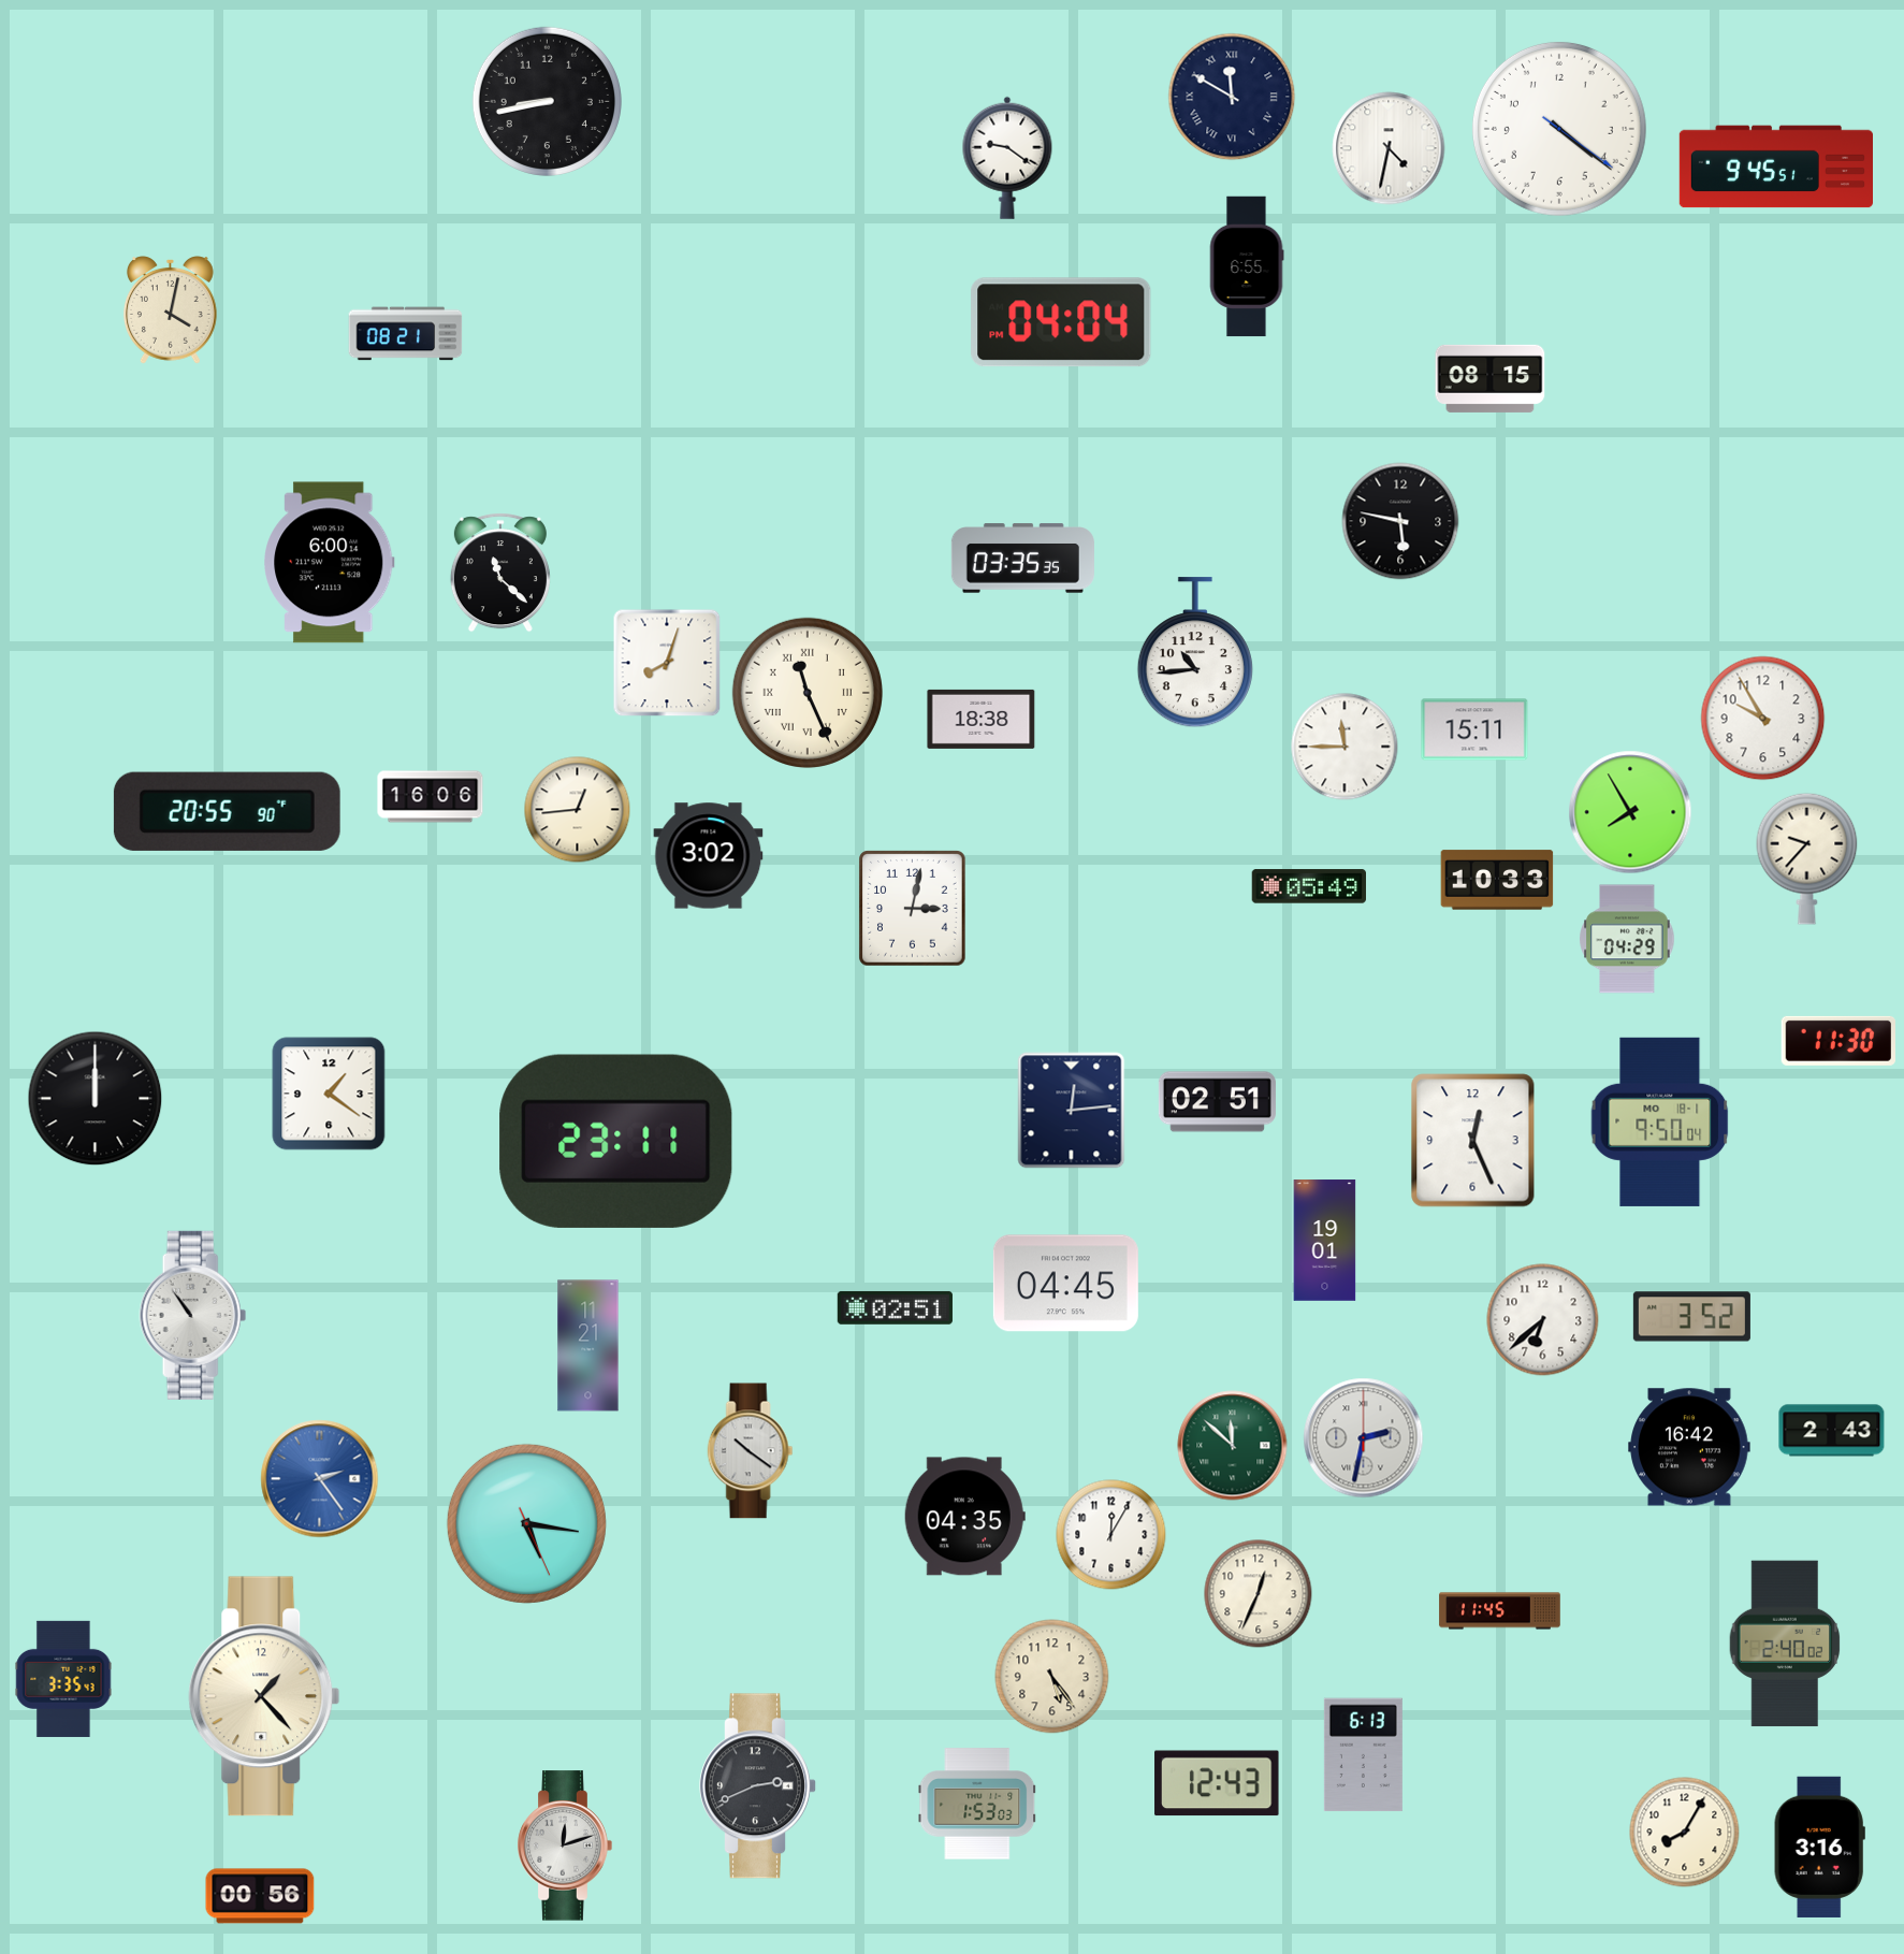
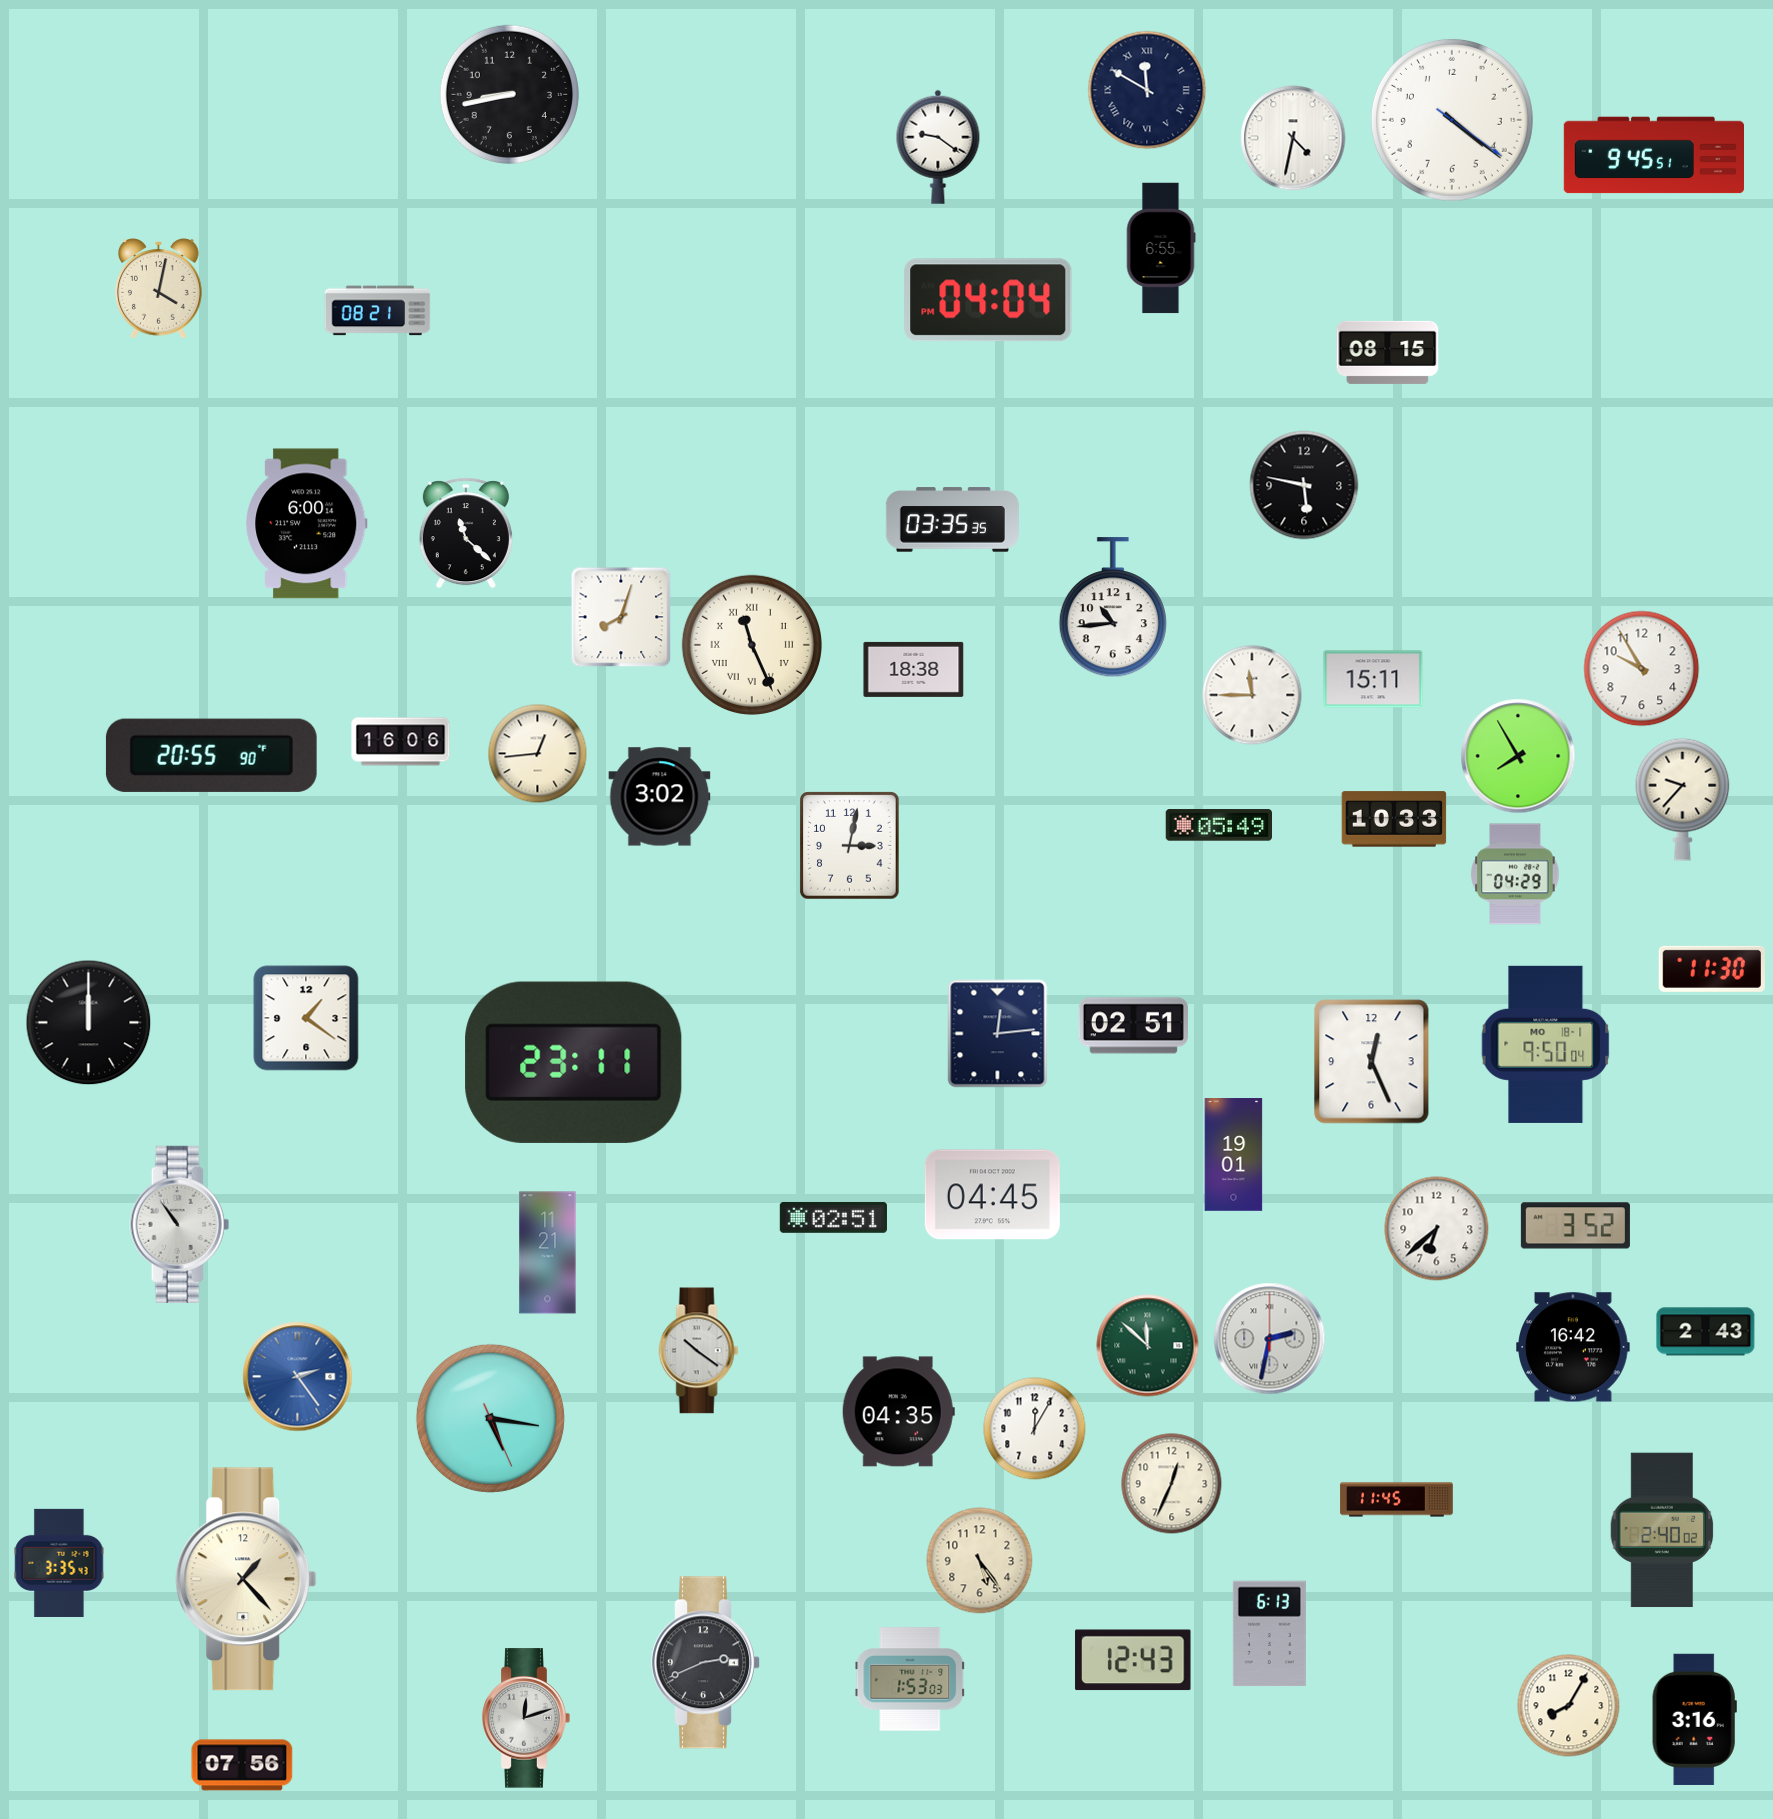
clock at (260, 1896): 00:56 -> 07:56
